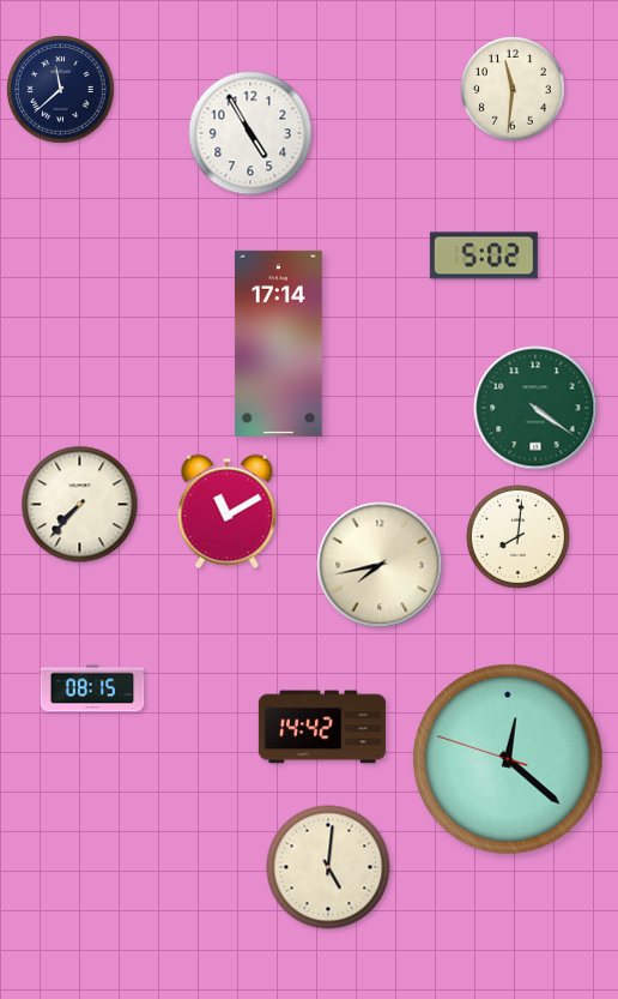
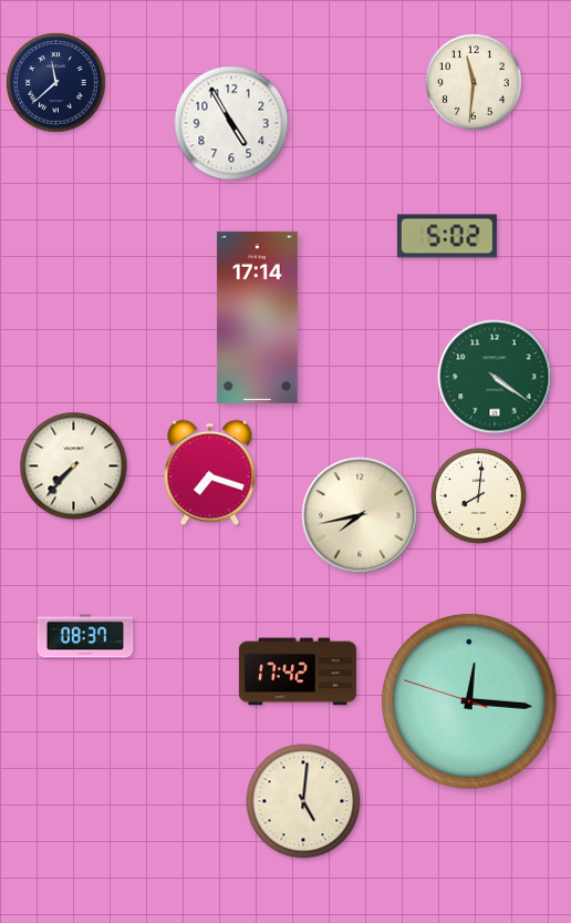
clock at (228, 512): 11:10 -> 7:18
clock at (380, 565) position: (380, 565) -> (360, 515)
clock at (92, 688): 08:15 -> 08:37
clock at (322, 727): 14:42 -> 17:42
clock at (508, 759): 12:21 -> 12:15
